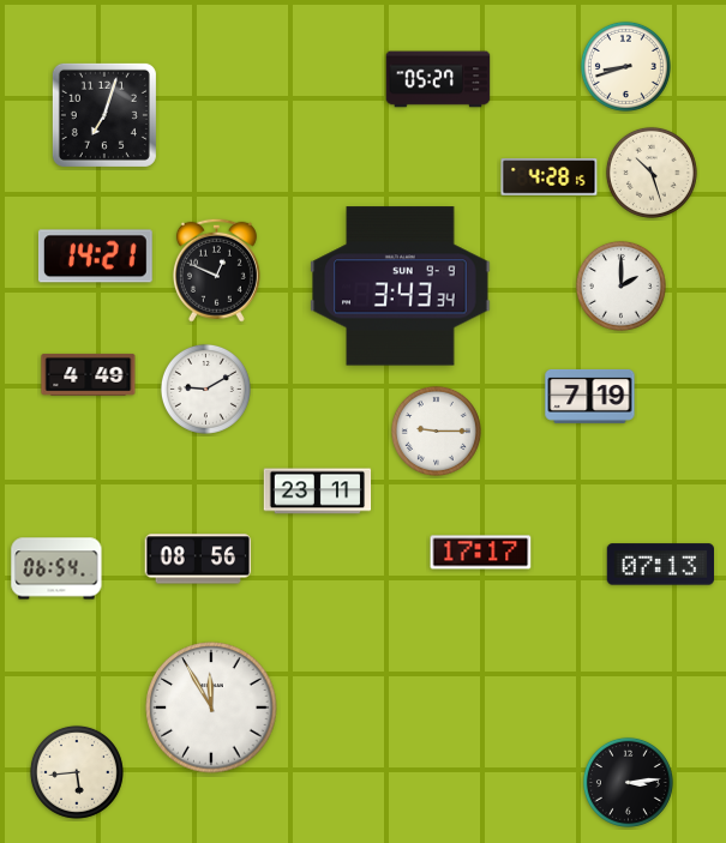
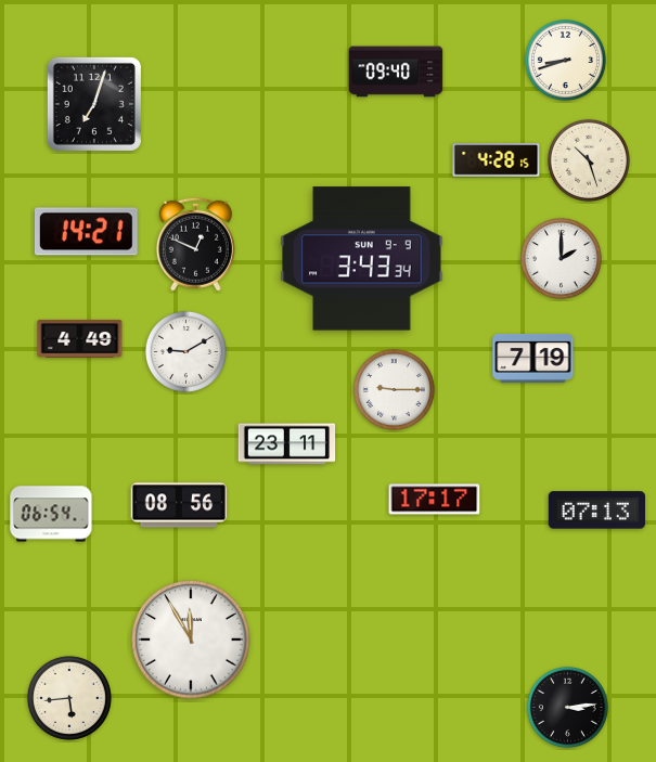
clock at (438, 79): 05:27 -> 09:40
clock at (652, 173) position: (652, 173) -> (589, 160)
